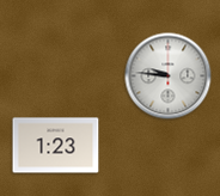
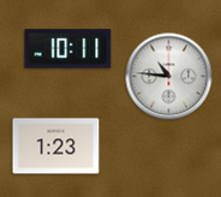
clock at (68, 49): none -> 10:11
clock at (169, 76): 9:46 -> 10:46
